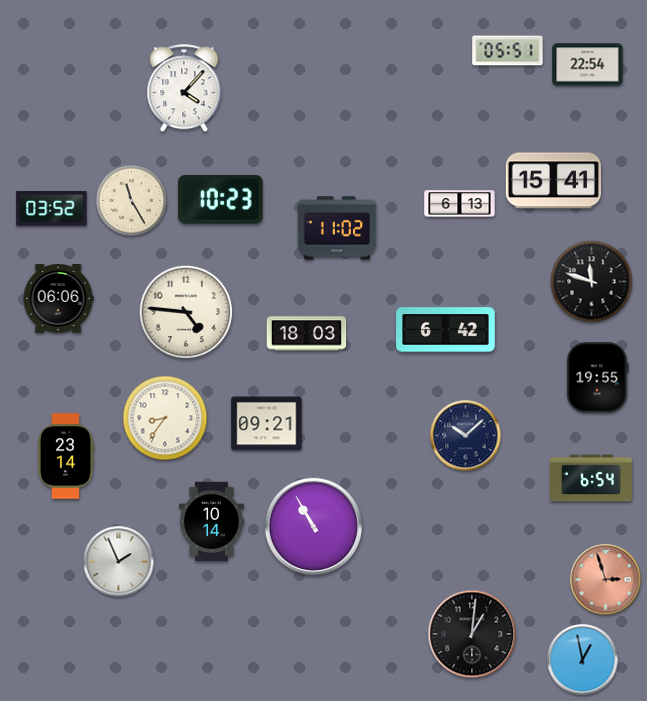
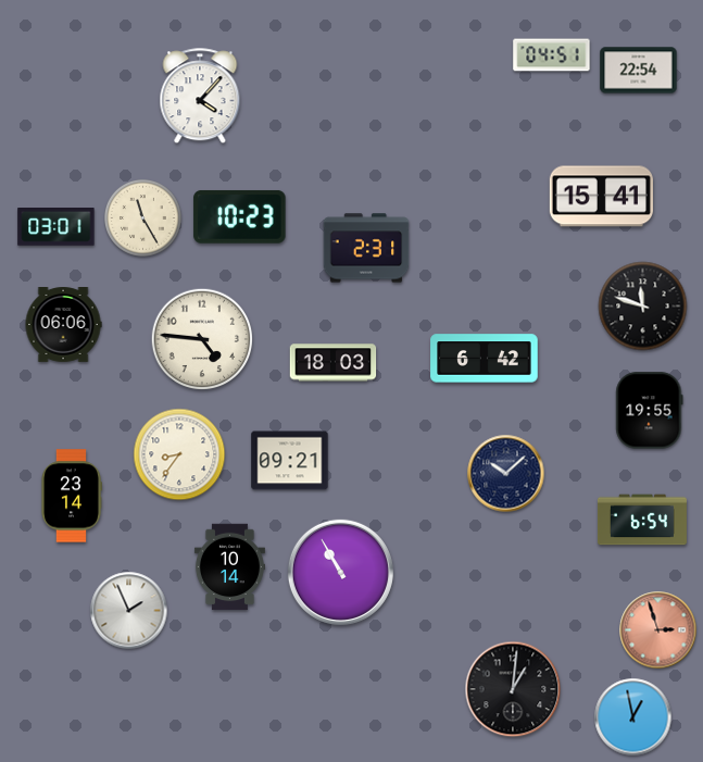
clock at (508, 51): 05:51 -> 04:51
clock at (460, 204): 6:13 -> none
clock at (52, 209): 03:52 -> 03:01
clock at (337, 228): 11:02 -> 2:31
